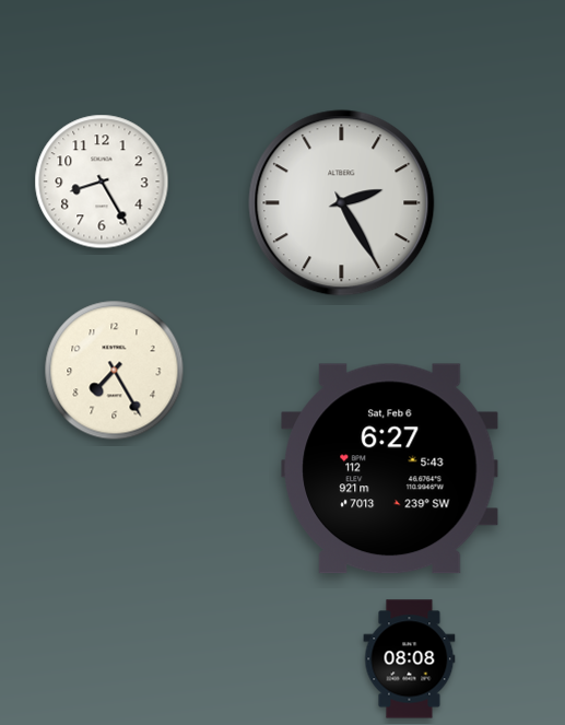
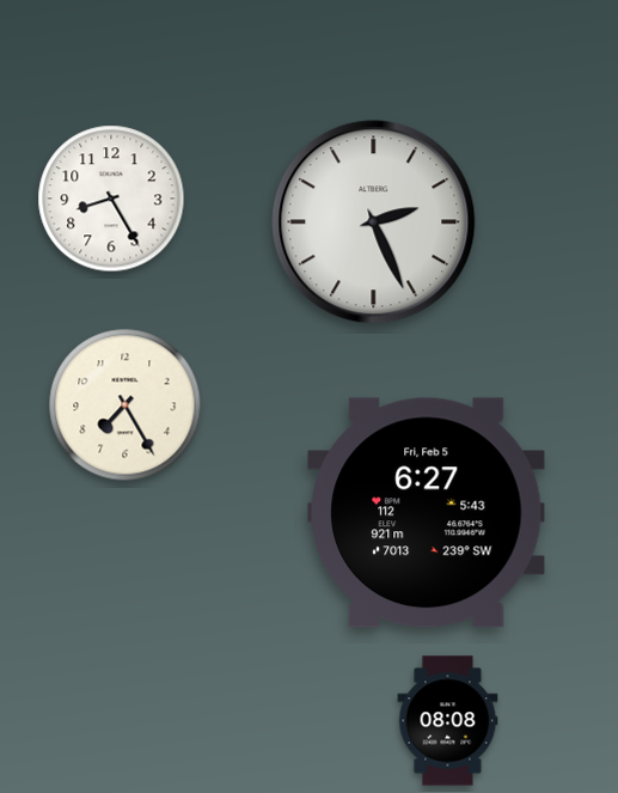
clock at (342, 203): 2:25 -> 2:26
clock at (390, 469) date: Sat, Feb 6 -> Fri, Feb 5
